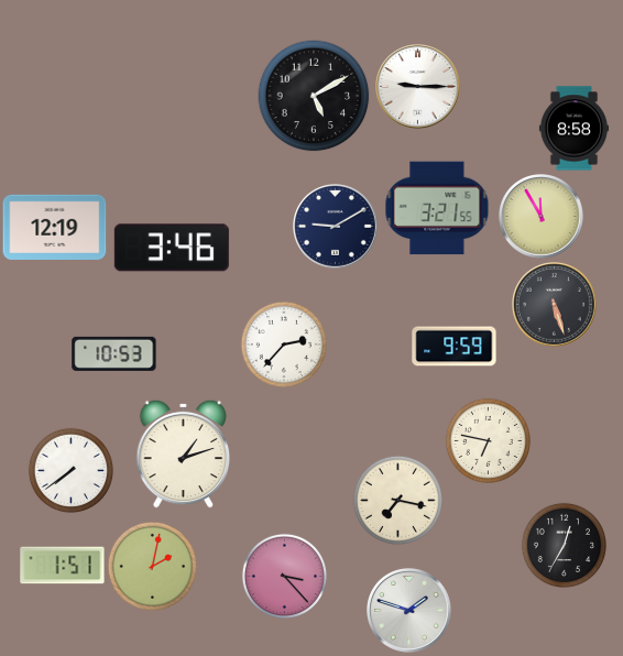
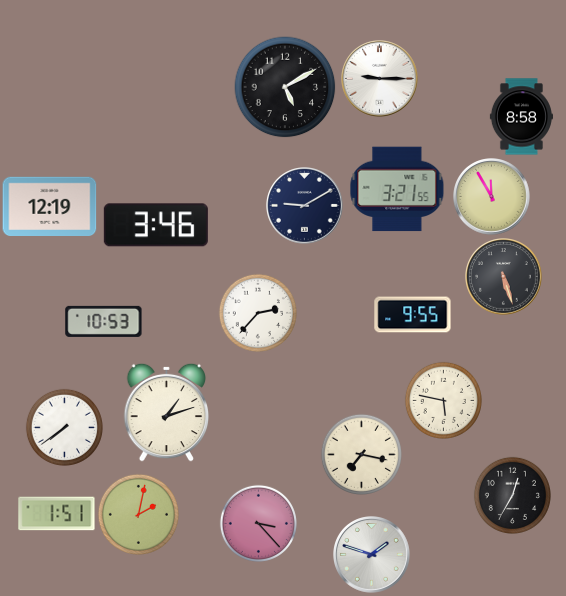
clock at (455, 347): 9:59 -> 9:55
clock at (488, 440): 6:47 -> 5:47
